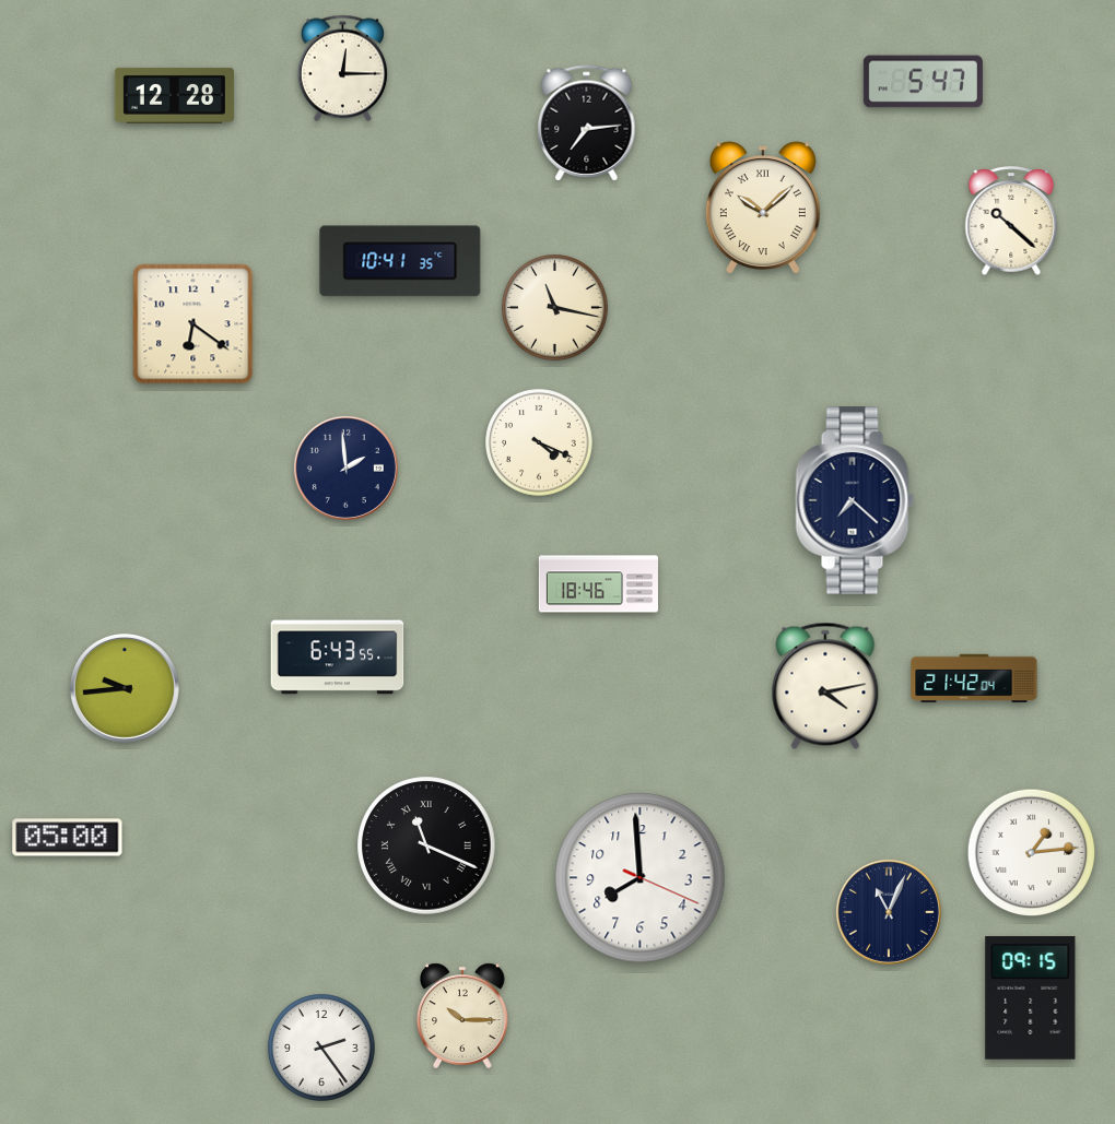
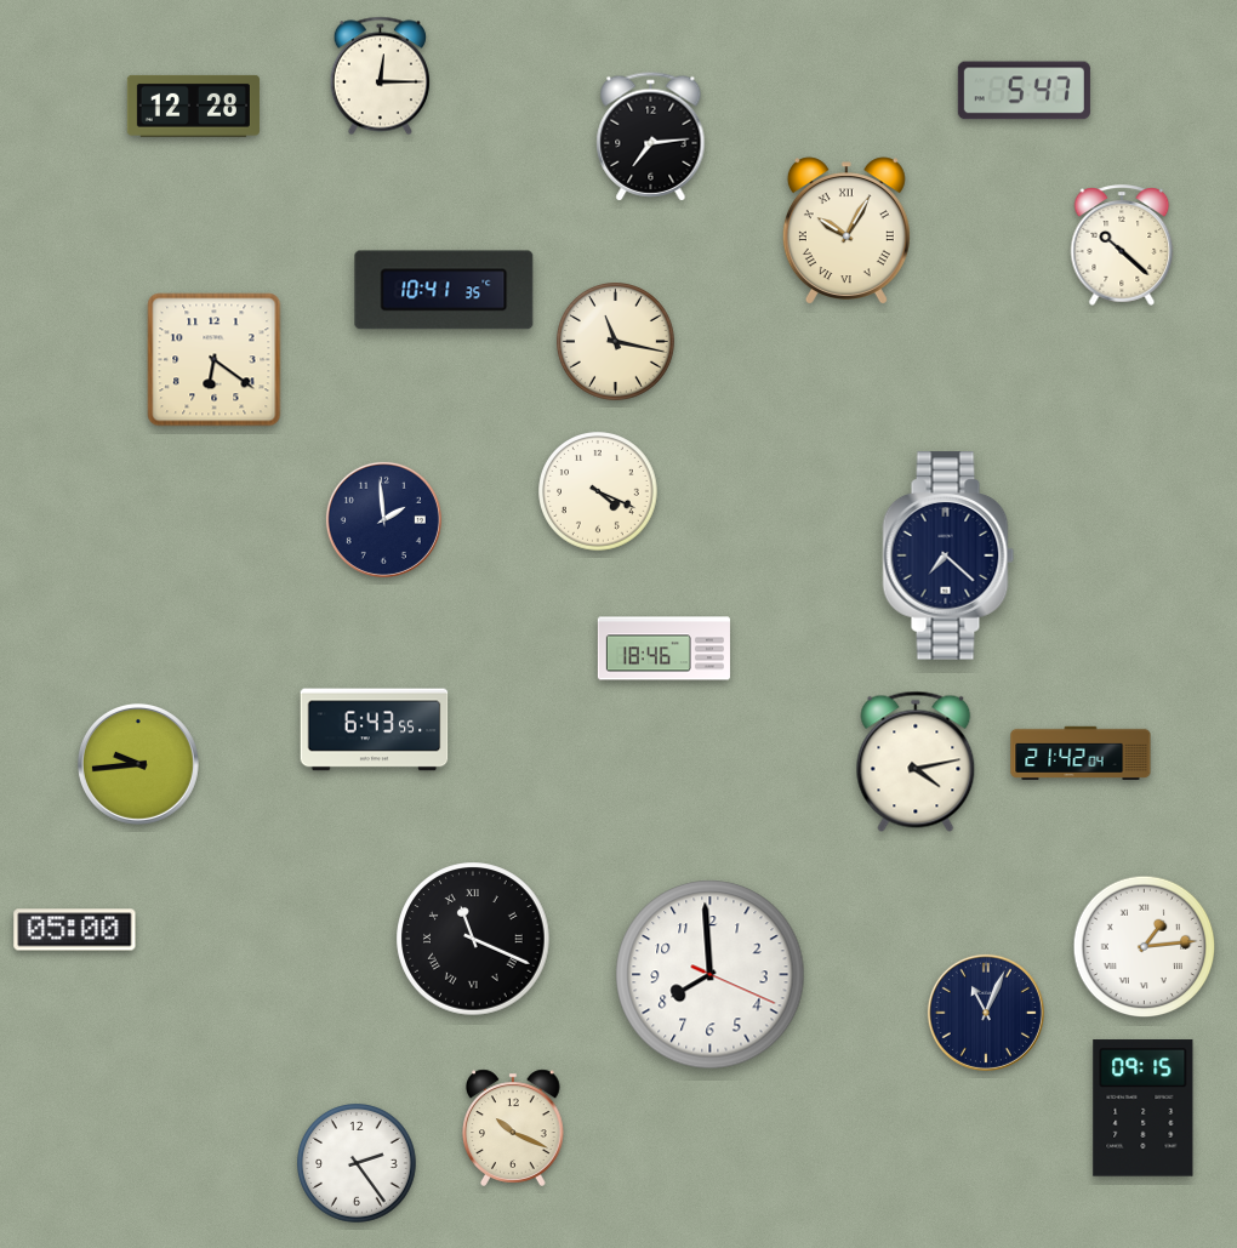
clock at (763, 208): 10:08 -> 10:05
clock at (462, 1016): 10:15 -> 10:19
